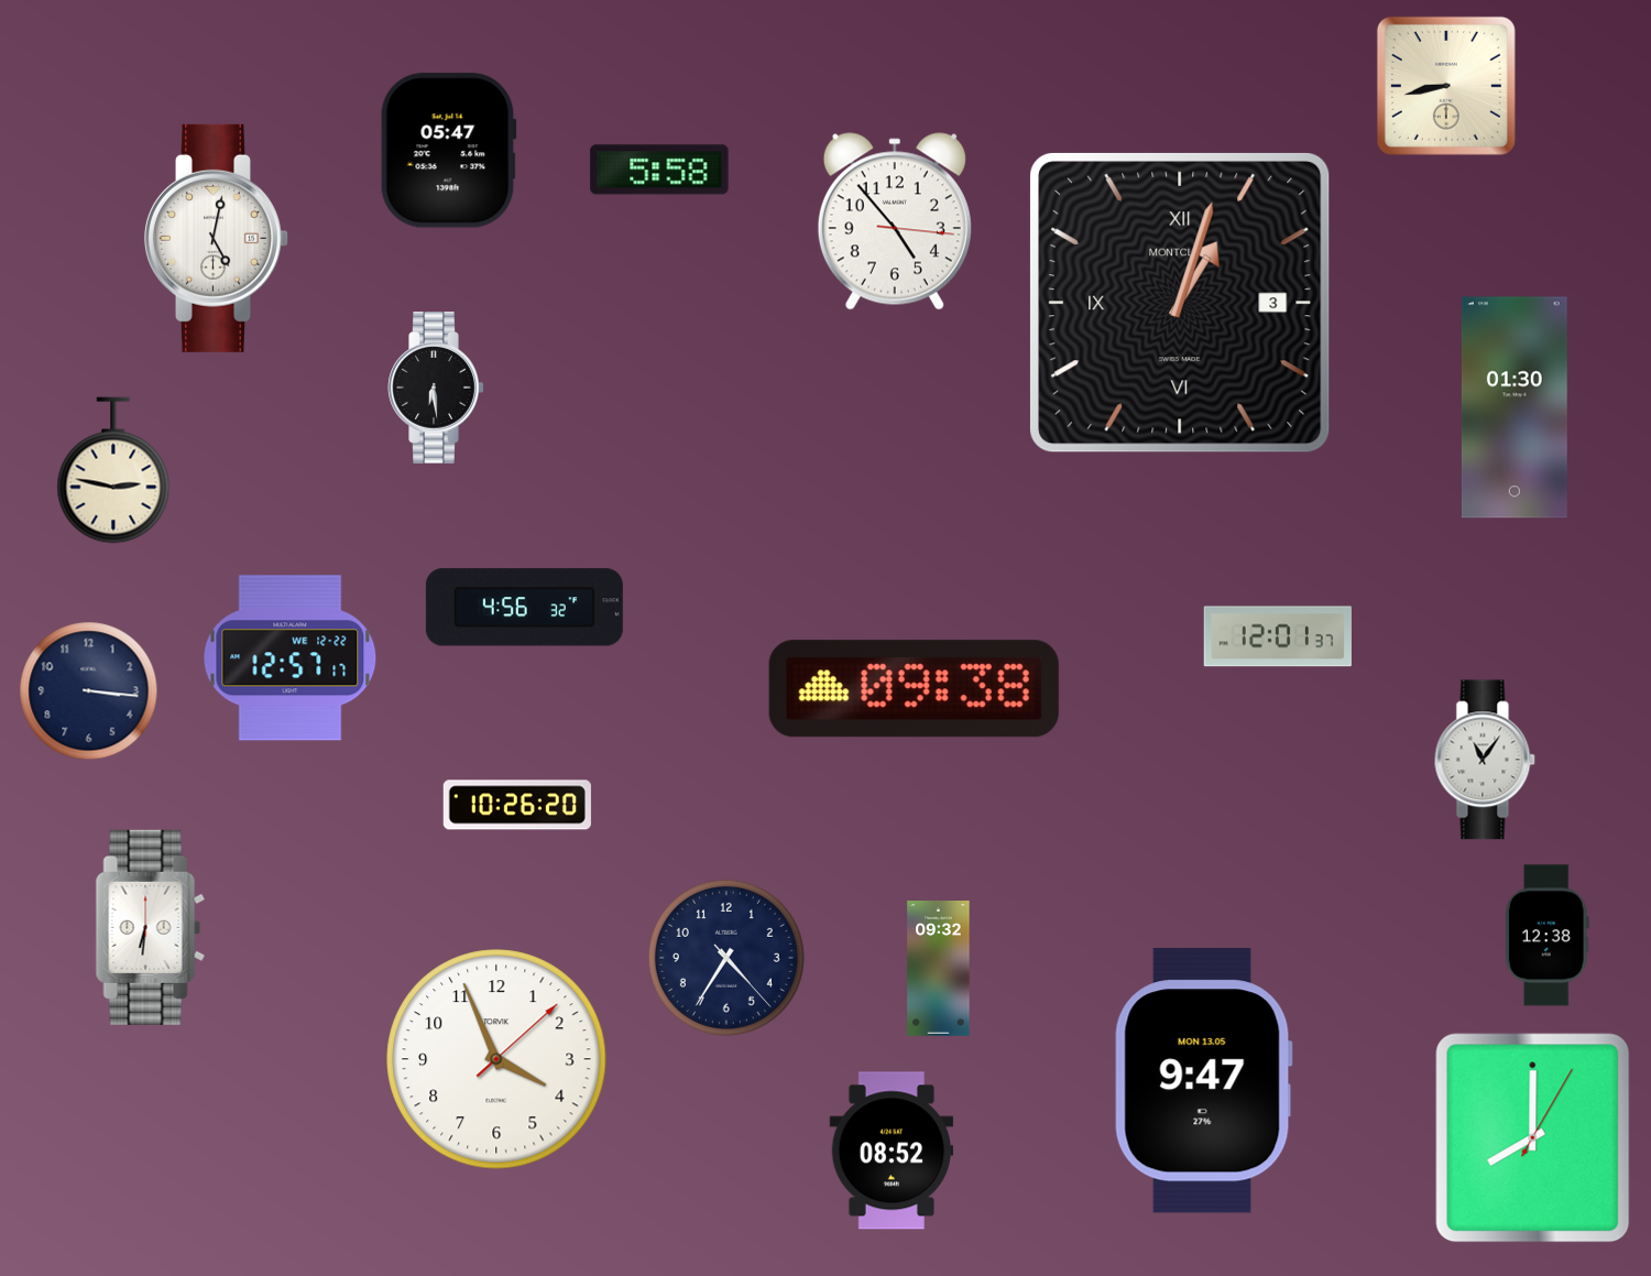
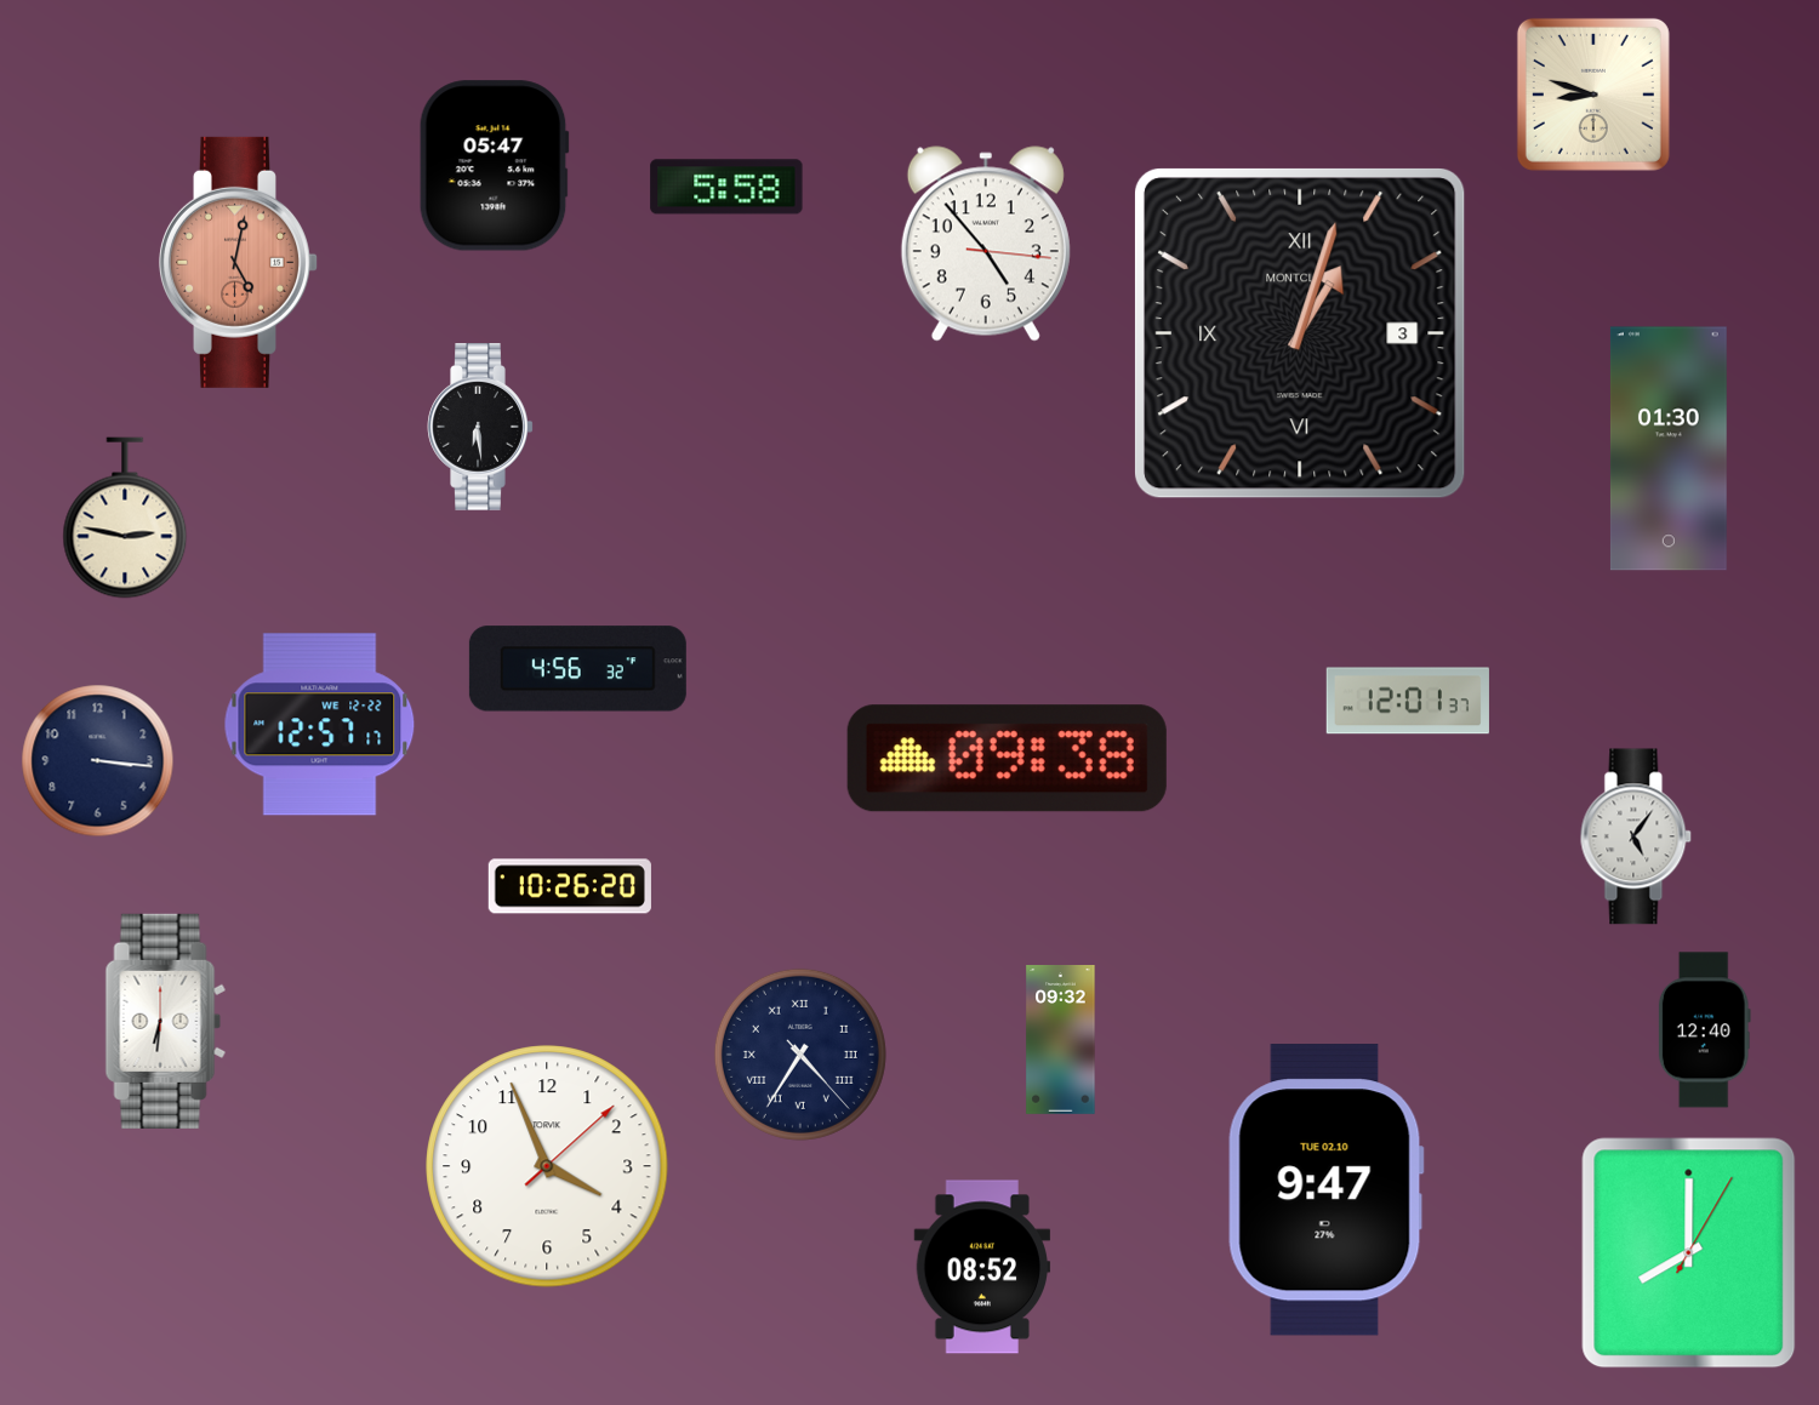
clock at (1446, 86): 8:43 -> 8:48
clock at (216, 238) dial: white -> salmon
clock at (1485, 760): 11:06 -> 5:06
clock at (1546, 936): 12:38 -> 12:40
clock at (726, 958) numerals: Arabic -> Roman
clock at (939, 969) position: (939, 969) -> (1061, 1040)
clock at (1203, 1081) date: MON 13.05 -> TUE 02.10
